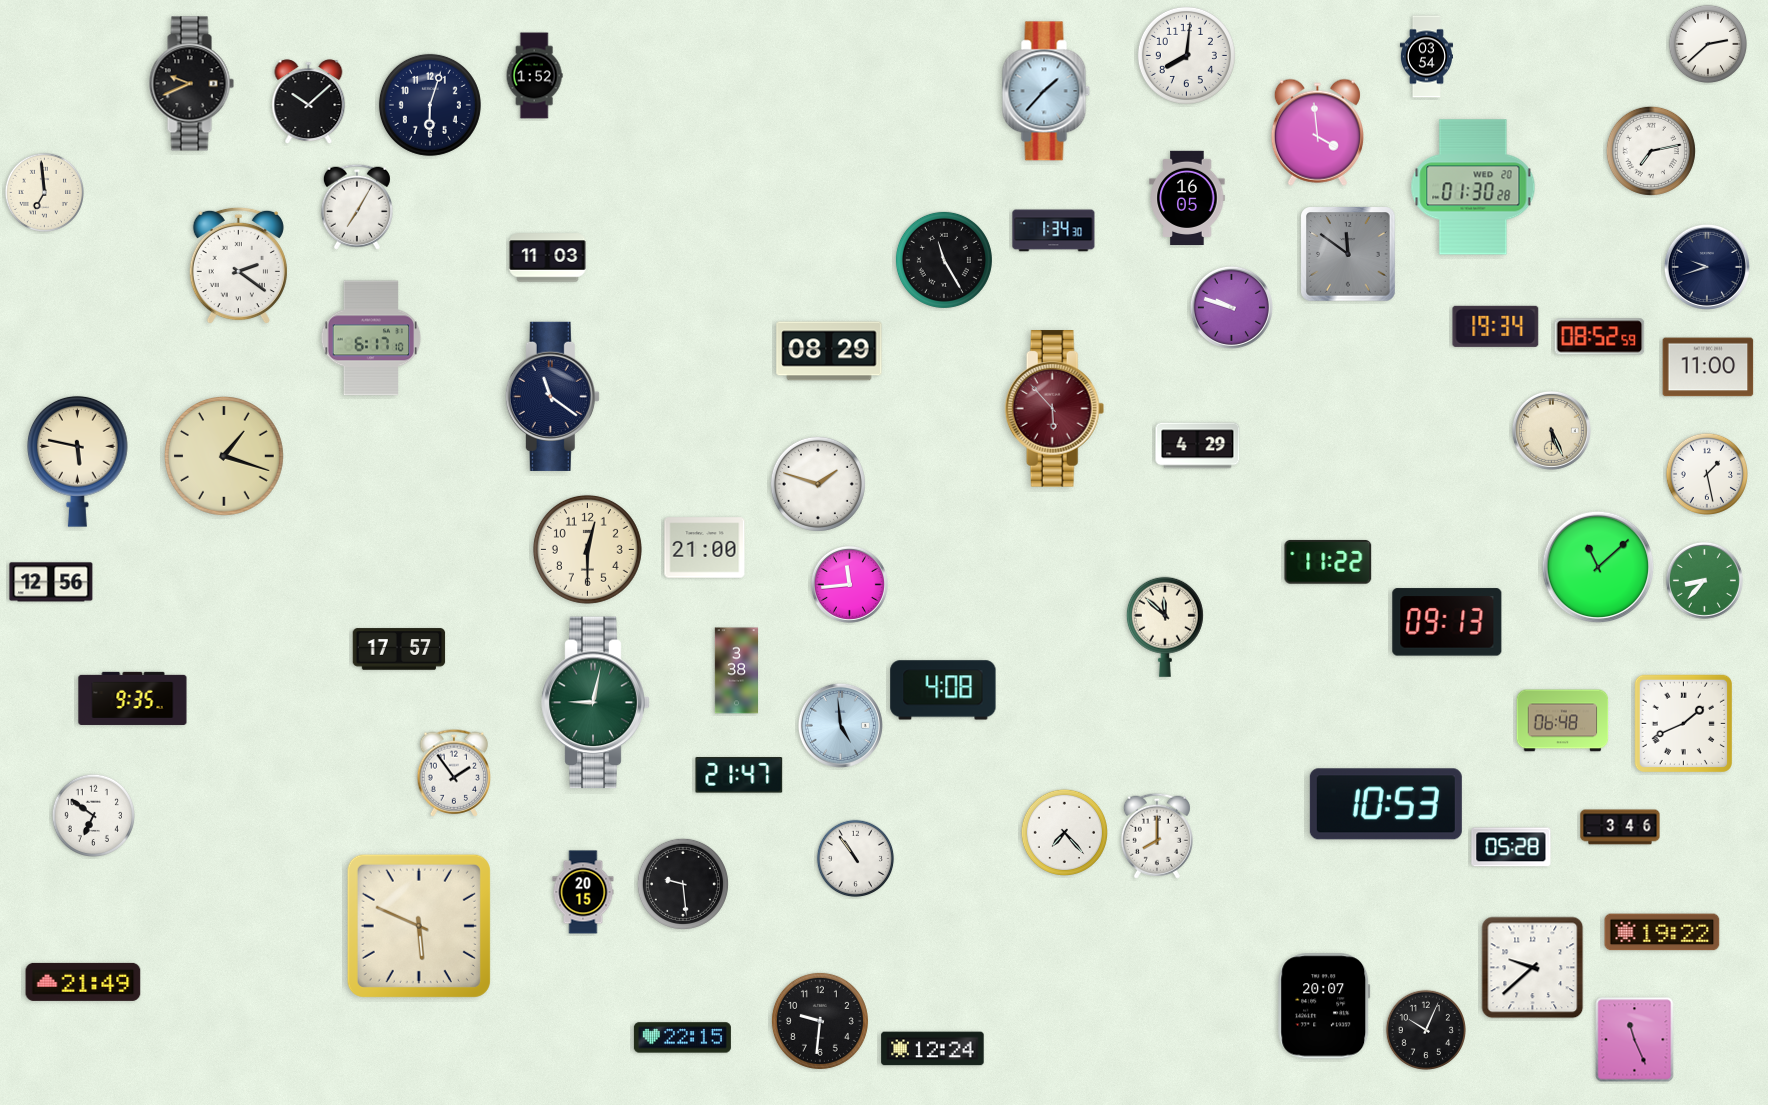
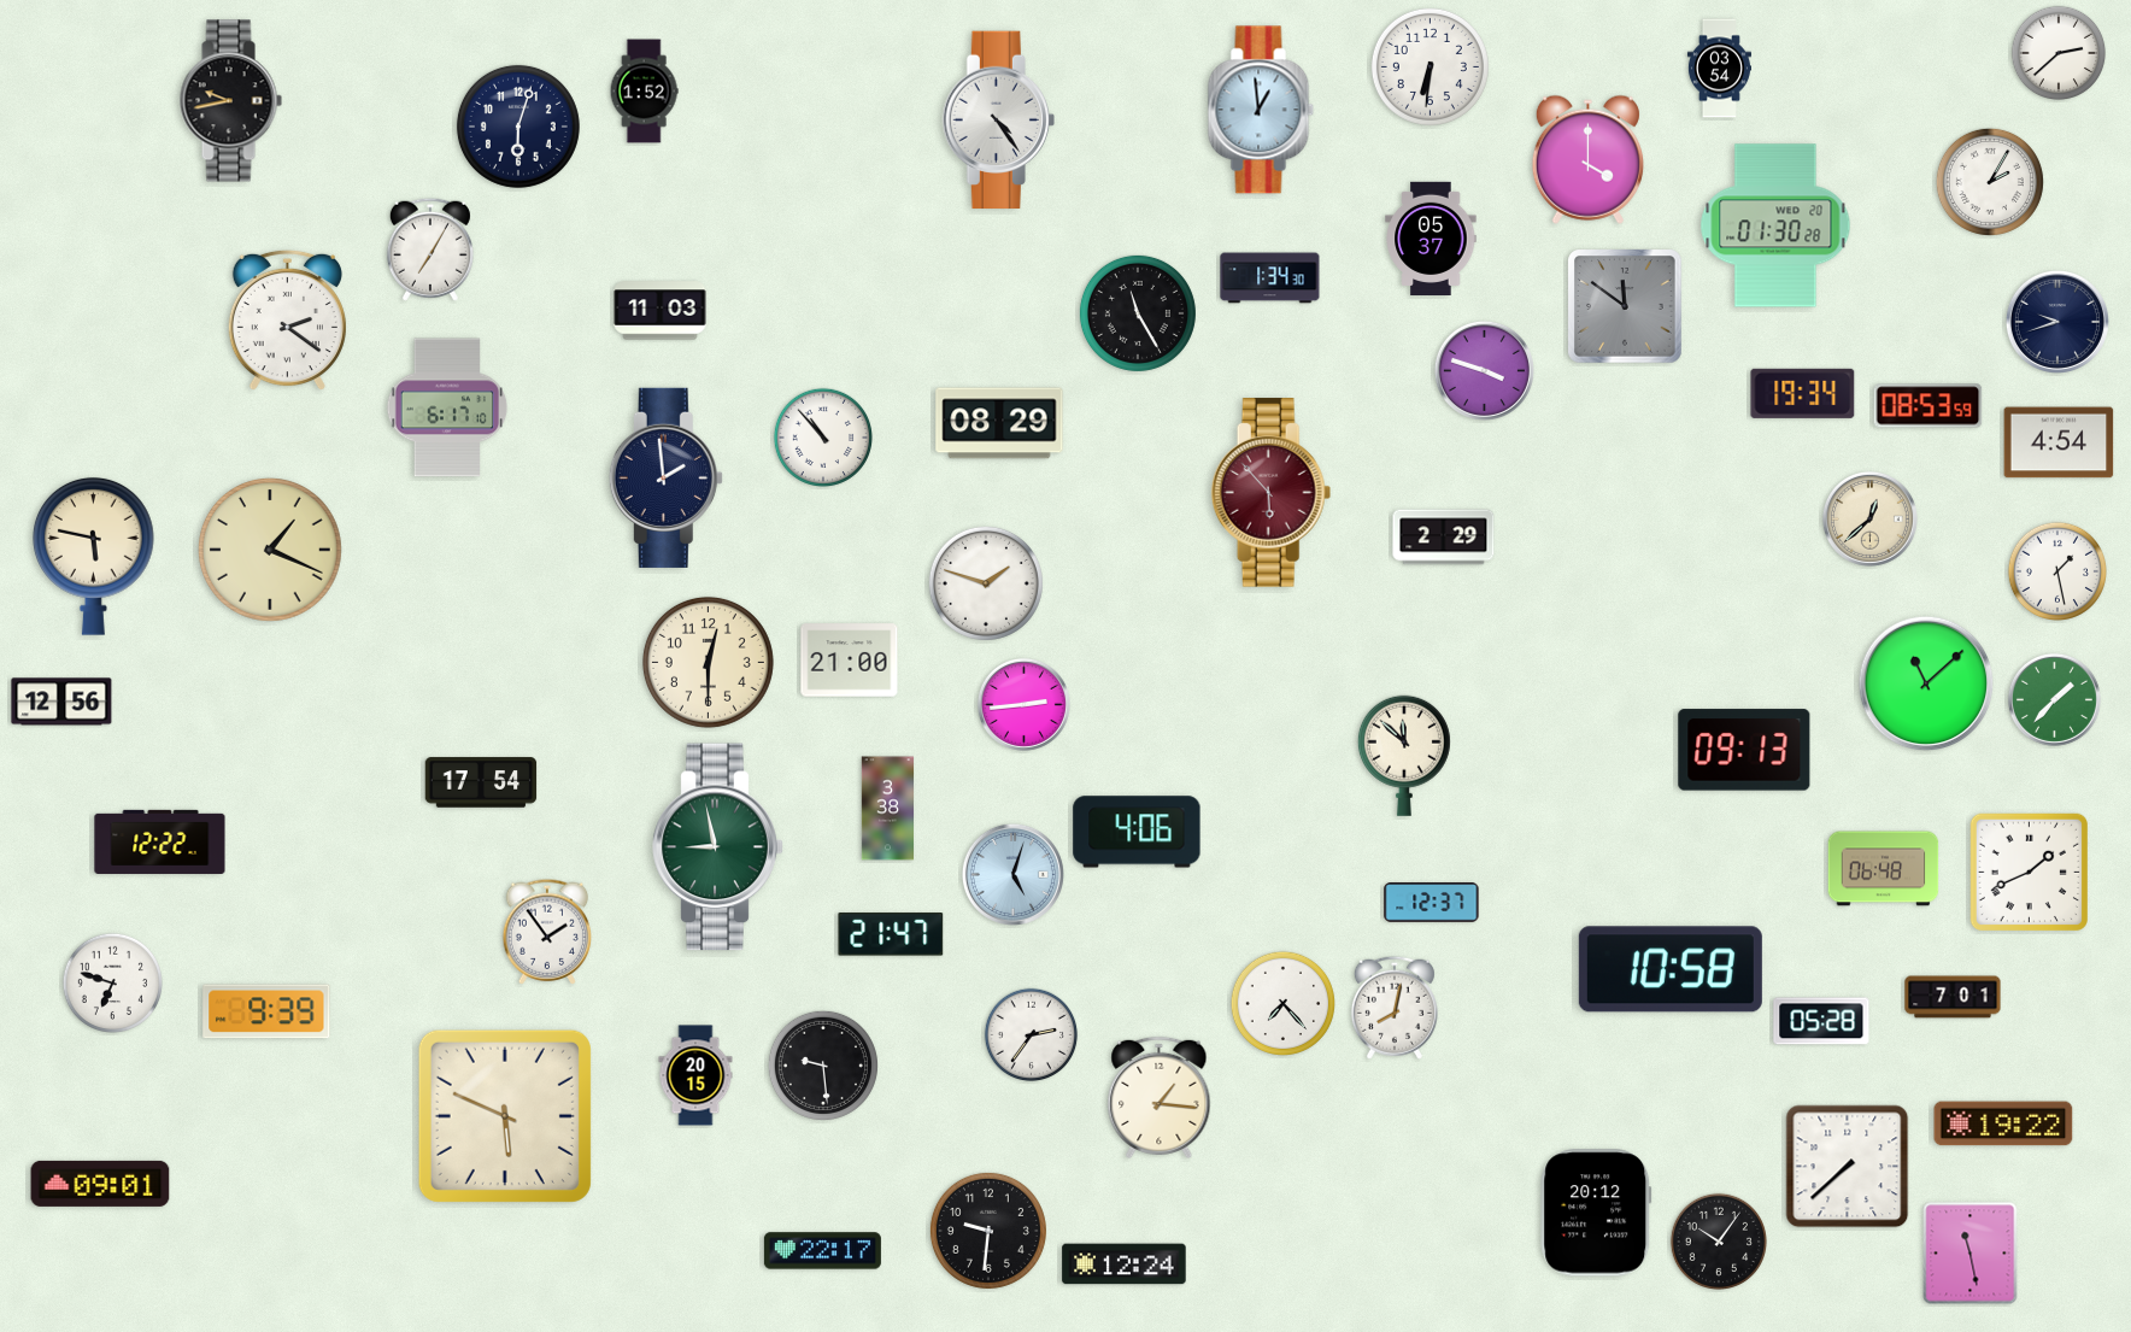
clock at (1186, 55): 8:01 -> 6:31
clock at (191, 84): 9:41 -> 9:43
clock at (1046, 91): 1:37 -> 12:59
clock at (998, 121): none -> 4:24
clock at (309, 102): 10:08 -> none
clock at (1317, 132): 3:59 -> 4:00
clock at (1651, 151): 7:13 -> 2:05
clock at (44, 192): 6:59 -> none
clock at (1187, 197): 16:05 -> 05:37
clock at (1231, 307): 9:48 -> 3:48
clock at (1600, 337): 08:52 -> 08:53
clock at (822, 436): none -> 10:53
clock at (1708, 367): 11:00 -> 4:54
clock at (552, 396): 11:21 -> 1:59
clock at (1551, 430): 5:26 -> 12:38
clock at (1198, 446): 4:29 -> 2:29
clock at (224, 456): 1:18 -> 1:19
clock at (1328, 562): 11:22 -> none
clock at (1704, 580): 8:37 -> 1:37
clock at (849, 584): 11:44 -> 2:44
clock at (399, 649): 17:57 -> 17:54
clock at (943, 690): 4:08 -> 4:06
clock at (133, 698): 9:35 -> 12:22
clock at (596, 703): 9:02 -> 8:58
clock at (840, 725): 4:59 -> 5:03
clock at (1432, 903): none -> 12:37
clock at (1386, 804): 10:53 -> 10:58
clock at (93, 815): 6:51 -> 6:48
clock at (1620, 827): 3:46 -> 7:01
clock at (1157, 836): 8:00 -> 8:02
clock at (266, 1011): none -> 9:39
clock at (856, 859): 10:54 -> 2:36
clock at (583, 892) position: (583, 892) -> (695, 1075)
clock at (1160, 1097): none -> 1:16
clock at (1533, 968): 9:38 -> 7:38
clock at (83, 982): 21:49 -> 09:01
clock at (1324, 1006): 20:07 -> 20:12
clock at (1425, 1029): 10:04 -> 10:06
clock at (682, 1038): 22:15 -> 22:17
clock at (1635, 1040): 11:26 -> 11:28
